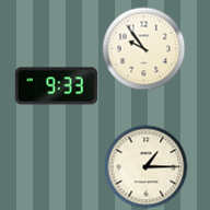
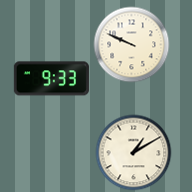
clock at (144, 49): 9:54 -> 9:49
clock at (147, 167): 1:15 -> 1:10
